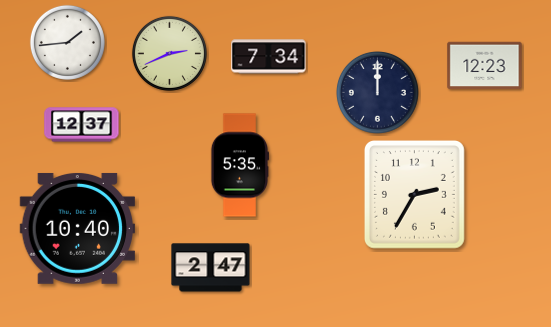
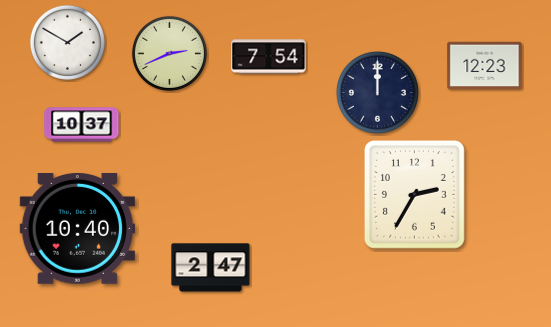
clock at (67, 42): 1:44 -> 1:50
clock at (269, 57): 7:34 -> 7:54
clock at (82, 125): 12:37 -> 10:37
clock at (240, 165): 5:35 -> none
